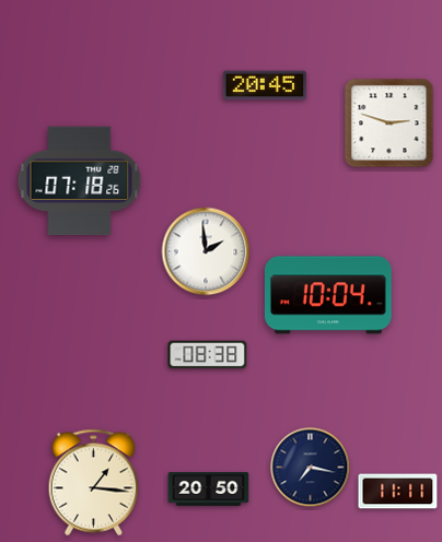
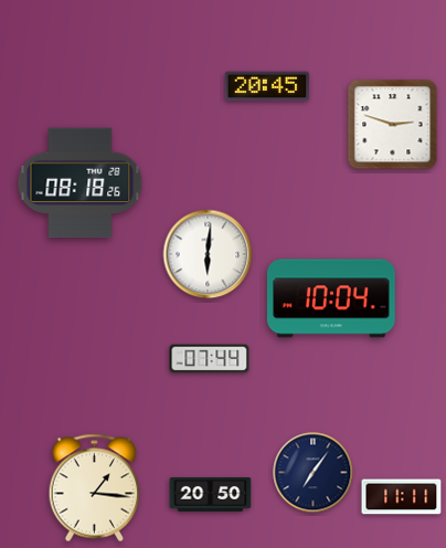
clock at (80, 181): 07:18 -> 08:18
clock at (206, 251): 1:59 -> 6:01
clock at (208, 355): 08:38 -> 07:44
clock at (311, 468): 7:17 -> 7:06
